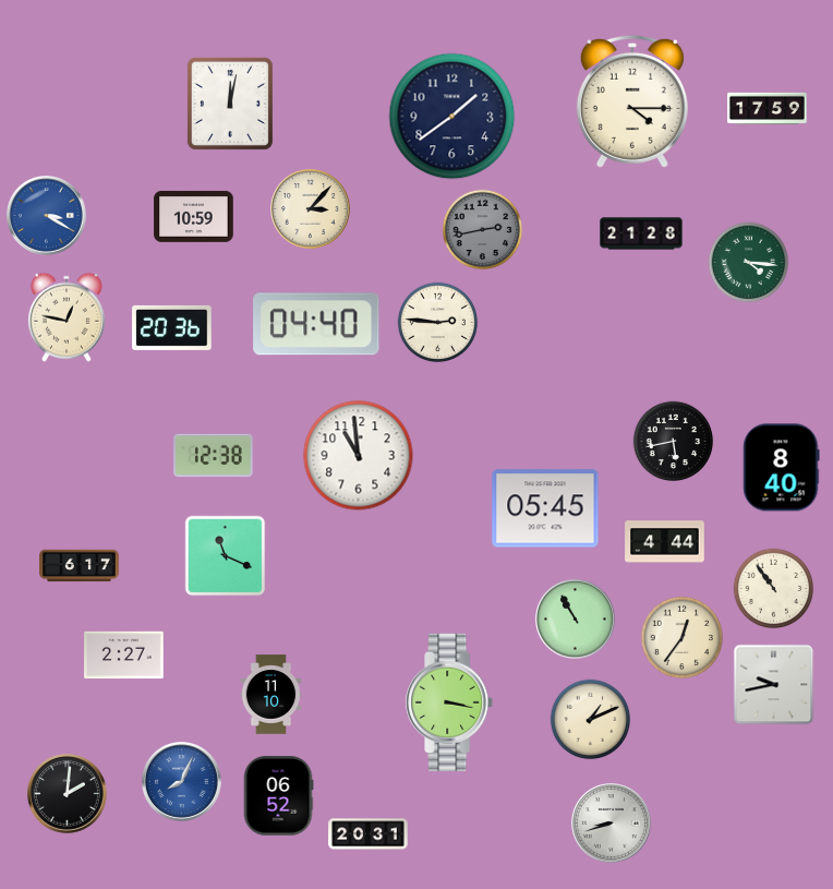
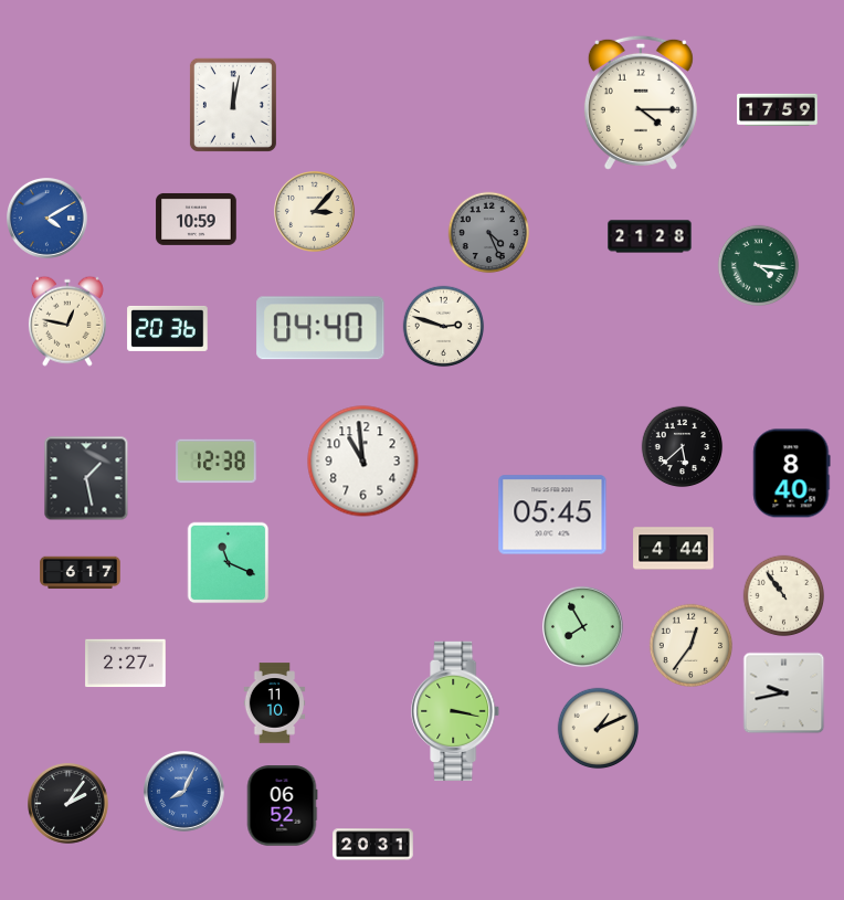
clock at (452, 117): 1:39 -> none
clock at (47, 216): 3:20 -> 4:10
clock at (483, 230): 2:43 -> 4:26
clock at (438, 323): 2:46 -> 2:48
clock at (172, 327) position: (172, 327) -> (168, 328)
clock at (674, 442): 5:43 -> 5:38
clock at (86, 478): none -> 1:28
clock at (576, 620): 10:55 -> 7:55
clock at (68, 794): 2:01 -> 2:06
clock at (612, 824): 8:42 -> none
